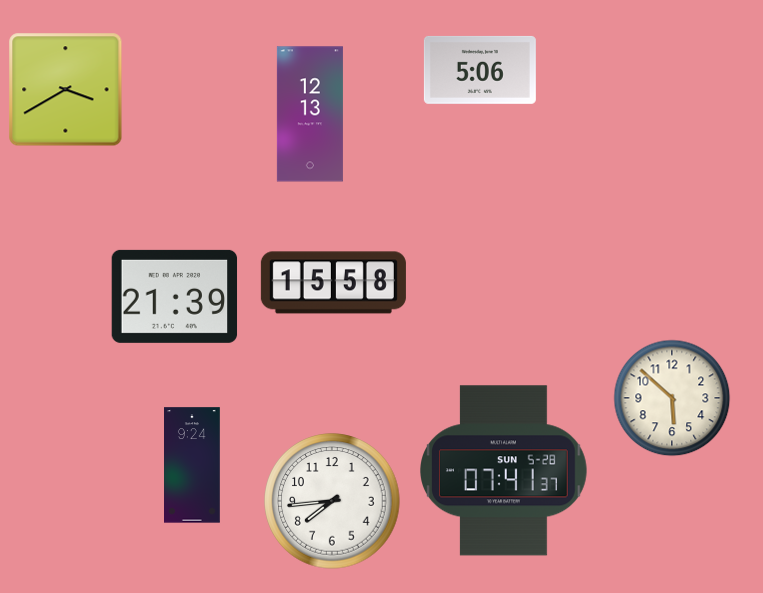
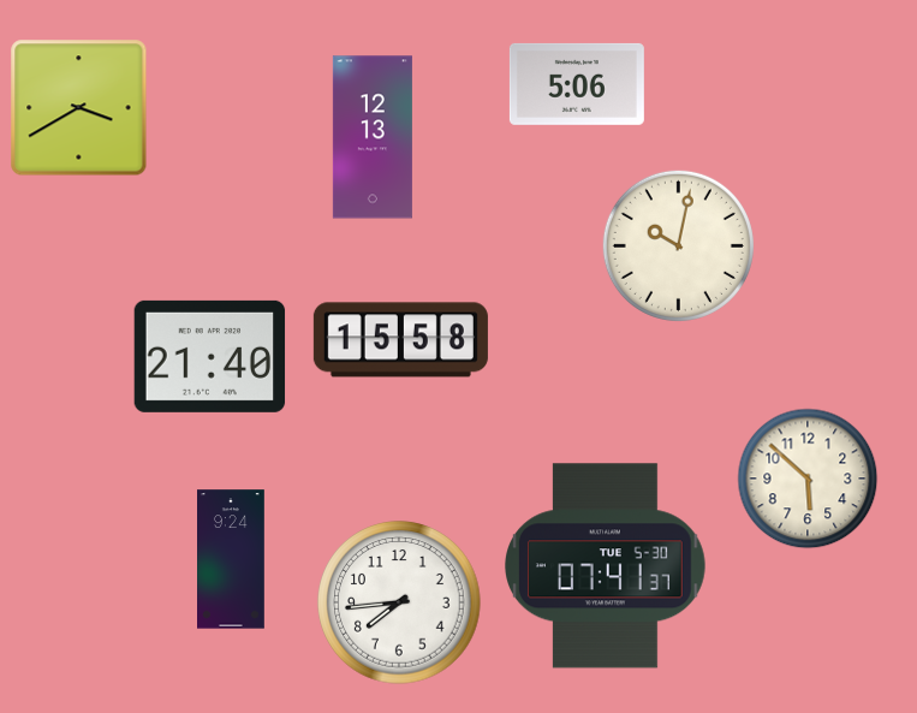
clock at (678, 245): none -> 10:02
clock at (175, 296): 21:39 -> 21:40
clock at (504, 471) date: SUN 5-28 -> TUE 5-30
